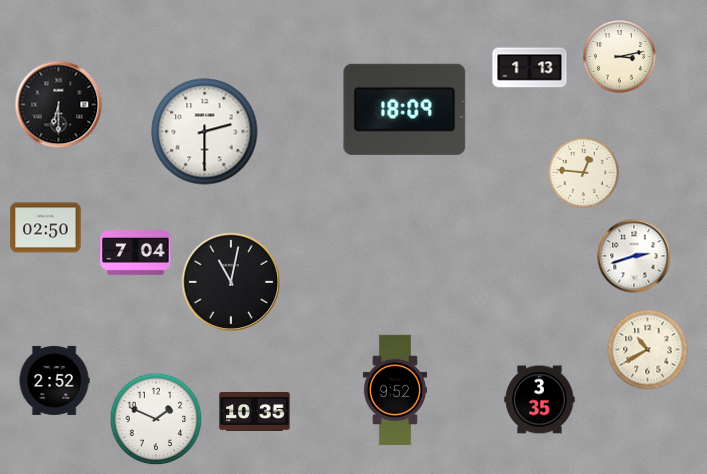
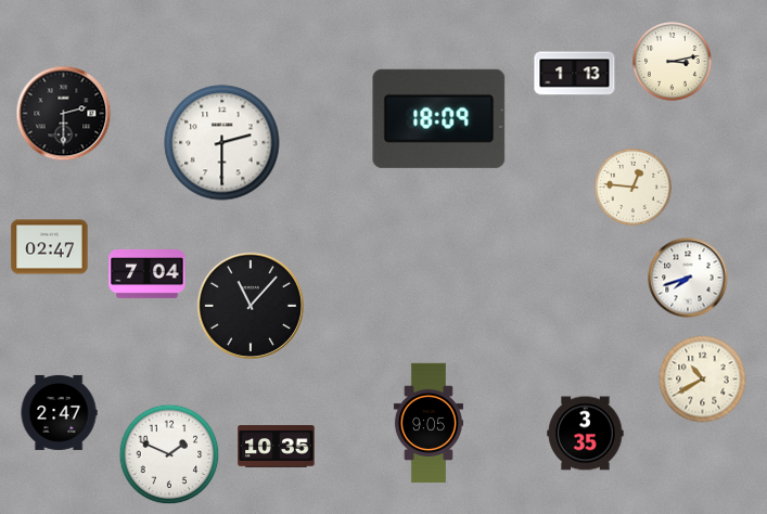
clock at (59, 105): 6:30 -> 2:30
clock at (46, 228): 02:50 -> 02:47
clock at (634, 256): 2:42 -> 7:42
clock at (231, 282): 11:02 -> 11:07
clock at (54, 380): 2:52 -> 2:47
clock at (394, 390): 9:52 -> 9:05
